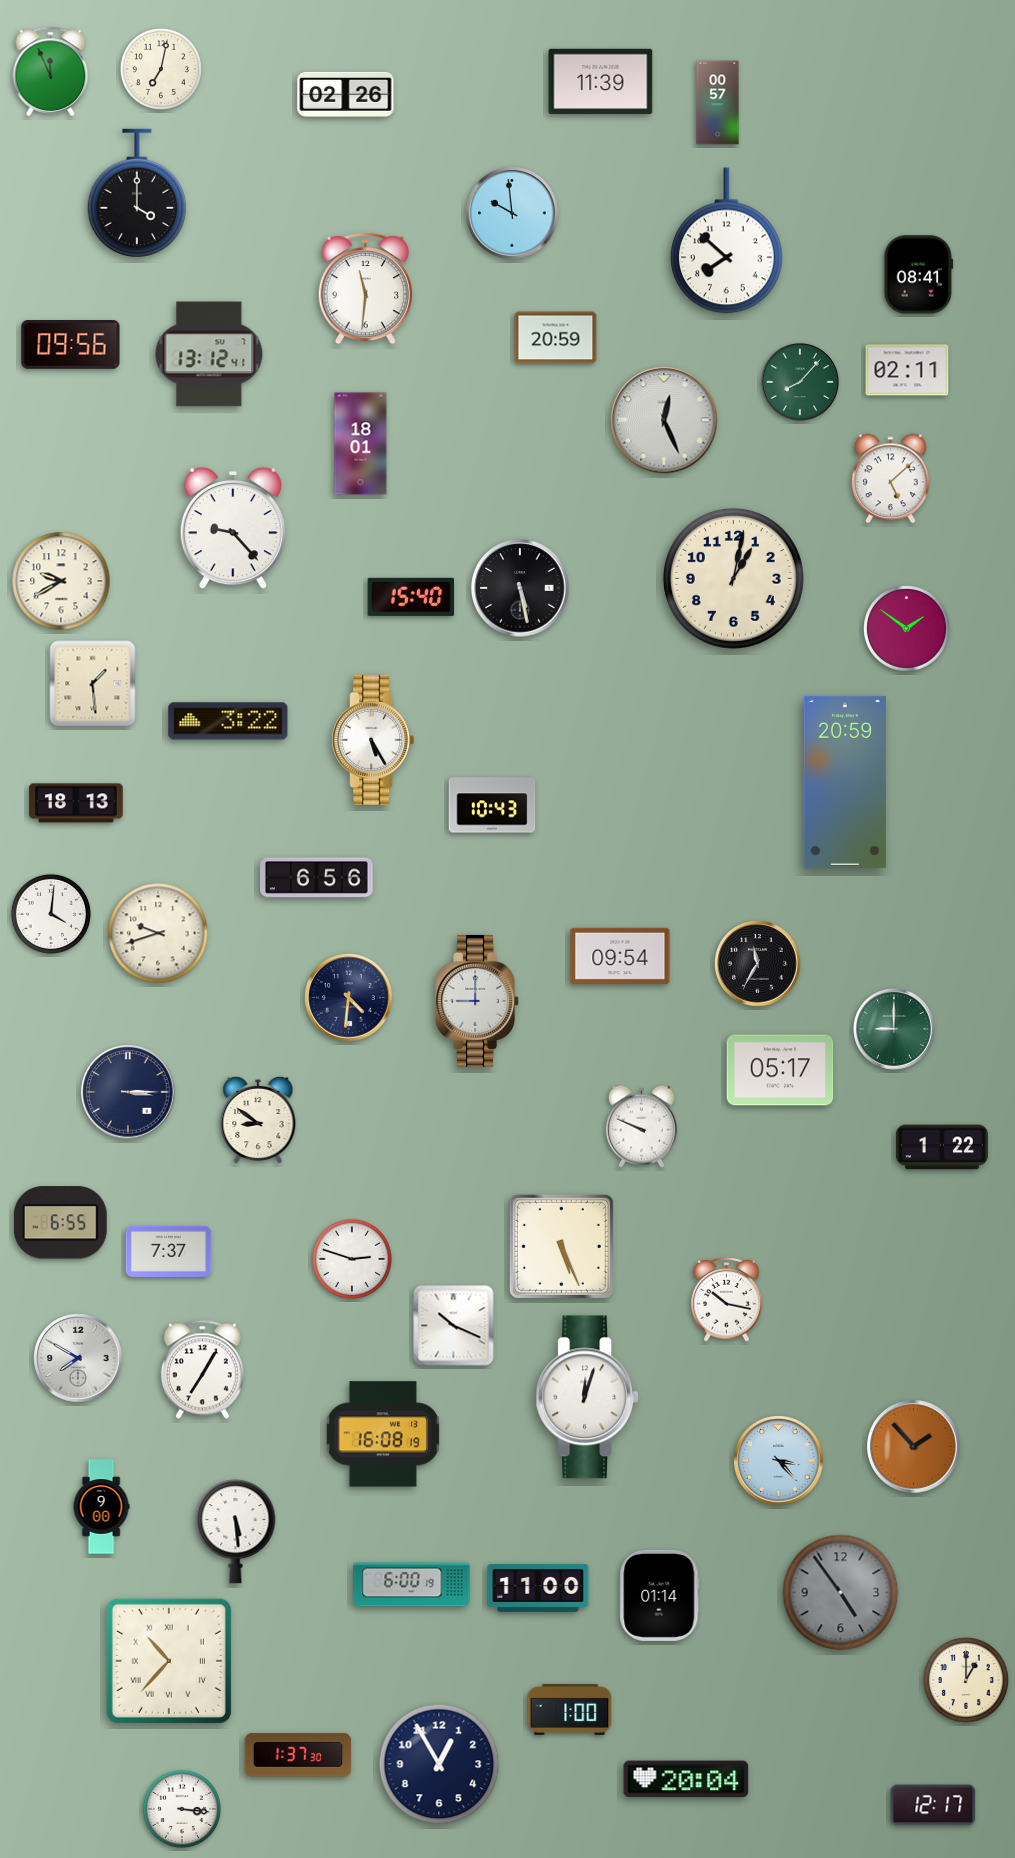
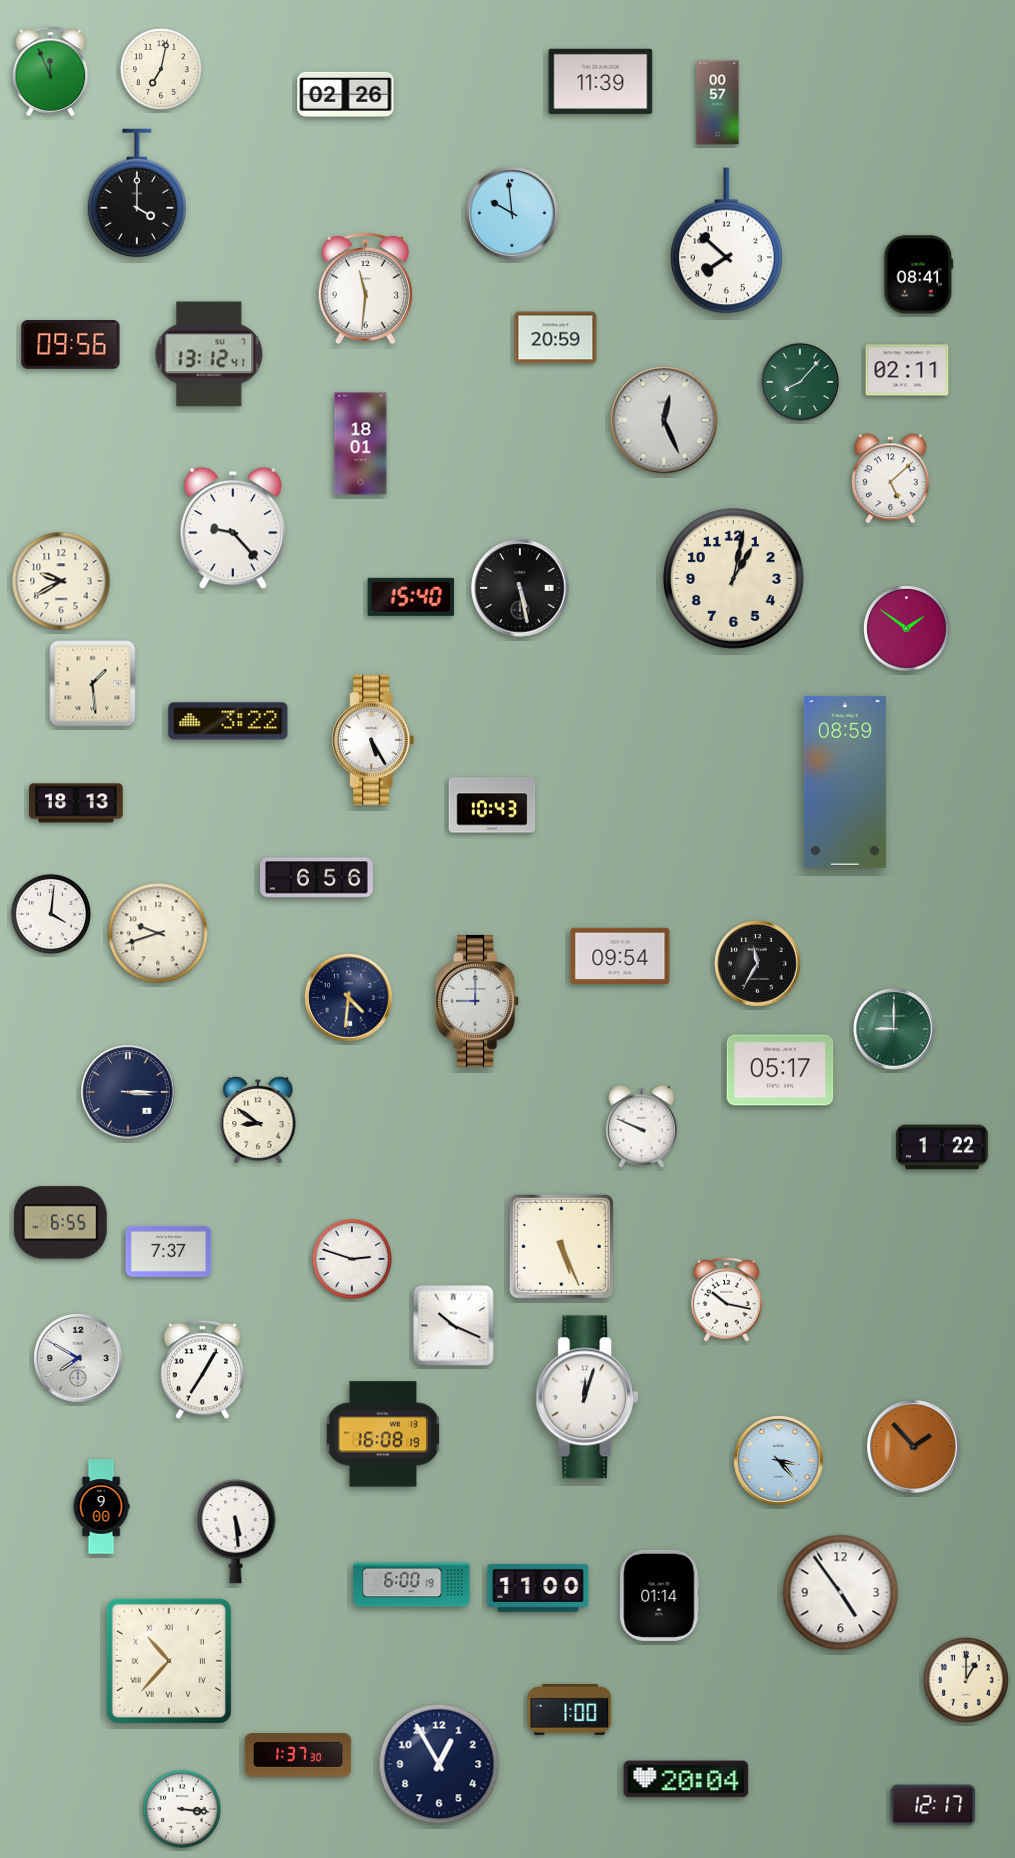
clock at (845, 782): 20:59 -> 08:59
clock at (841, 1593) dial: grey -> white
